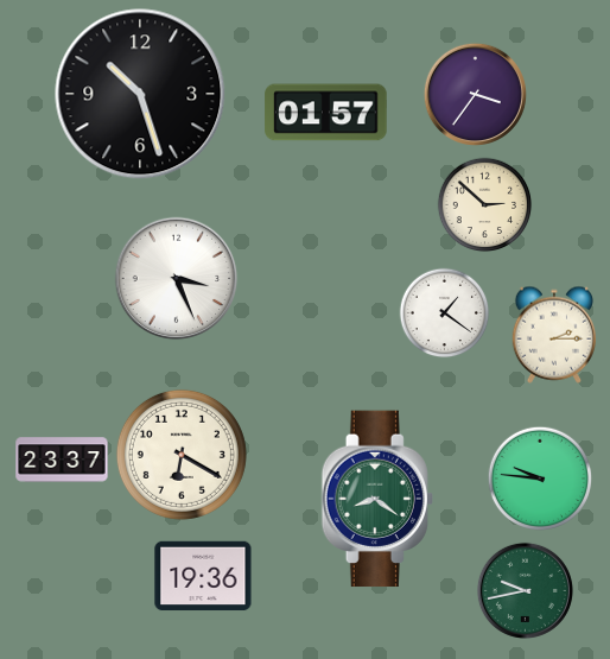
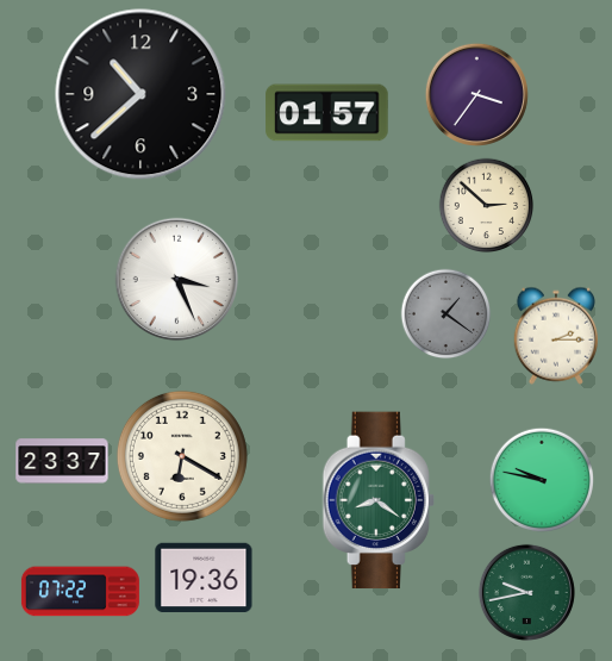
clock at (140, 94): 10:27 -> 10:38
clock at (445, 313) dial: white -> grey
clock at (539, 477): 9:46 -> 9:47
clock at (80, 592): none -> 07:22
